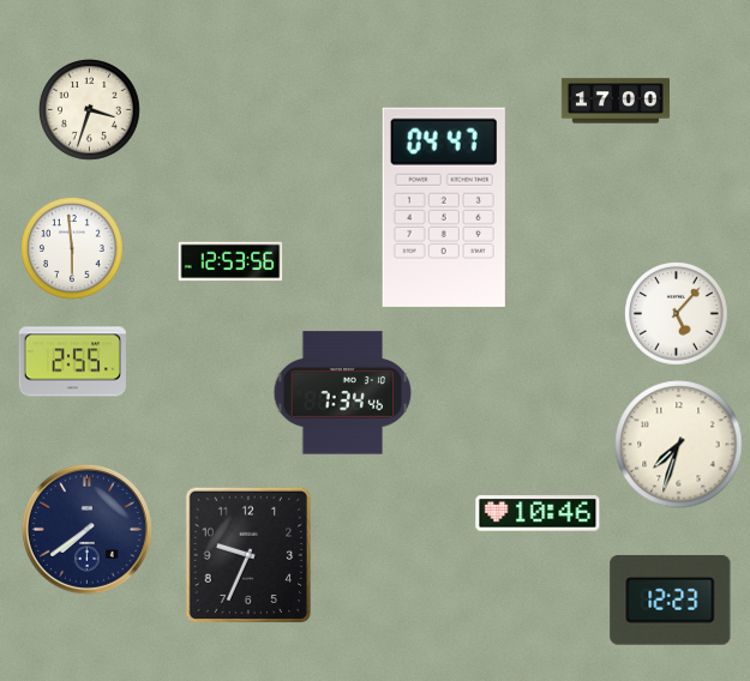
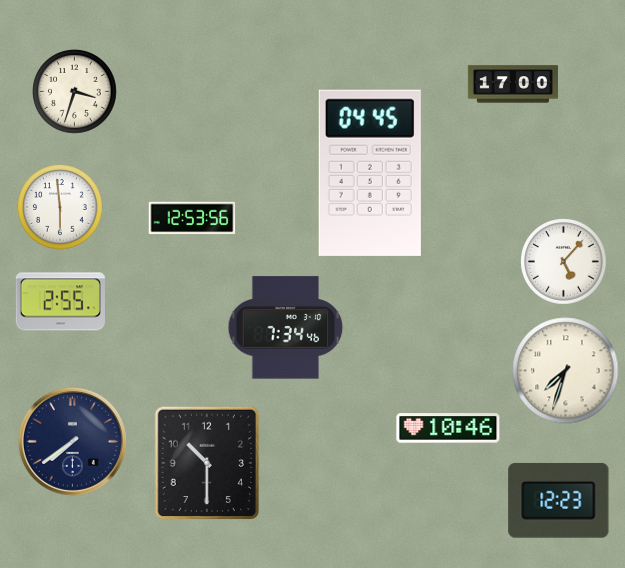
clock at (444, 207): 04:47 -> 04:45
clock at (248, 555): 9:34 -> 10:30
